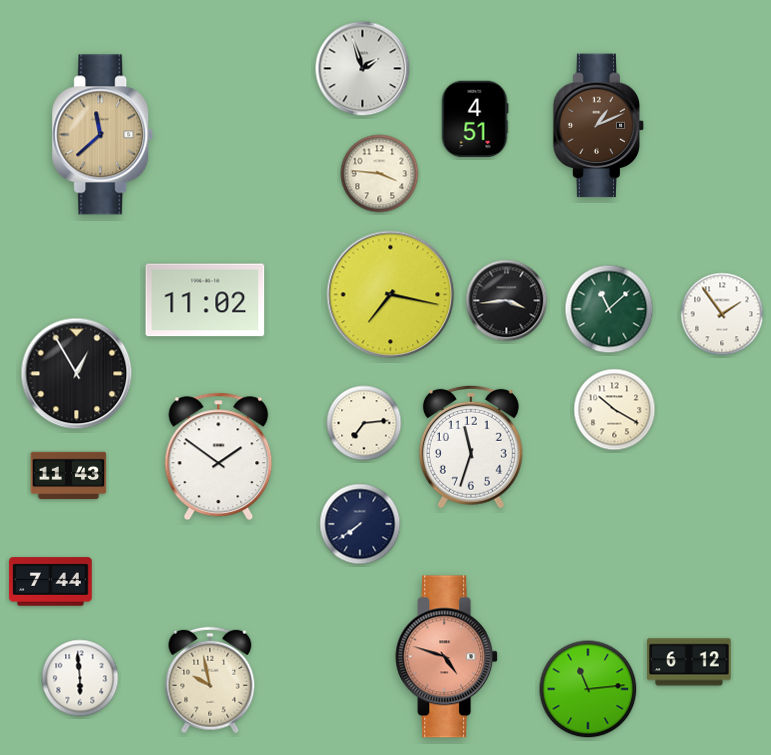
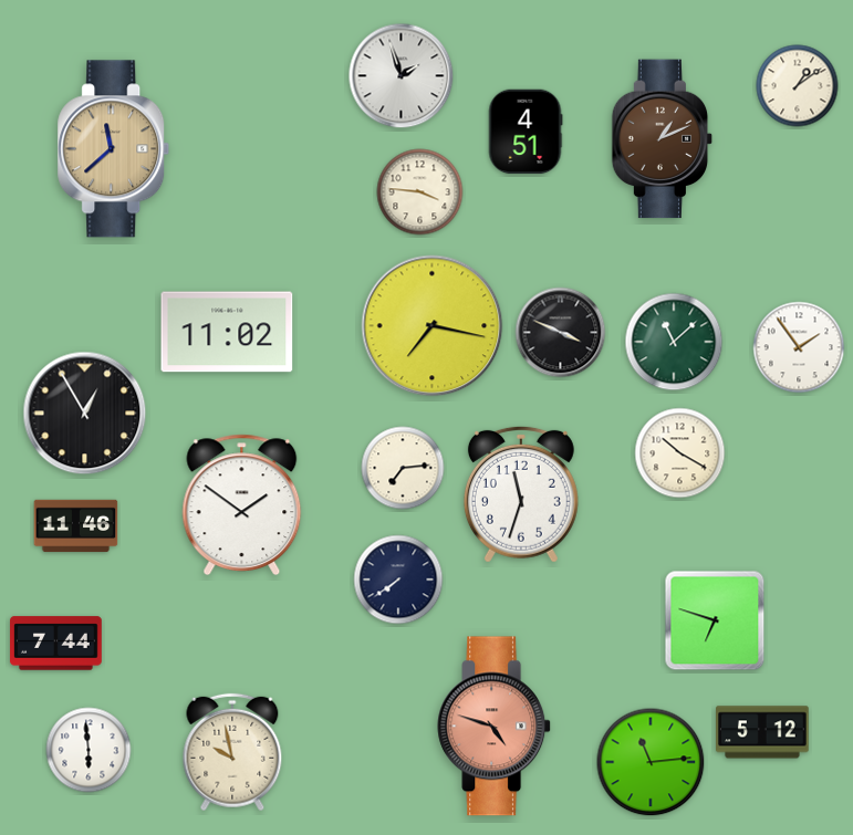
clock at (798, 86): none -> 1:09
clock at (507, 301): 3:44 -> 3:49
clock at (69, 476): 11:43 -> 11:46
clock at (715, 620): none -> 6:48
clock at (689, 662): 6:12 -> 5:12
